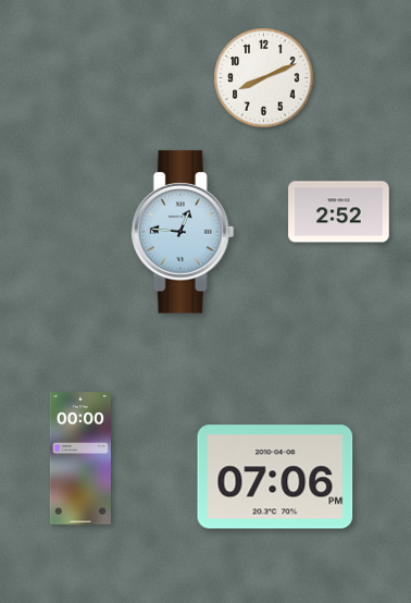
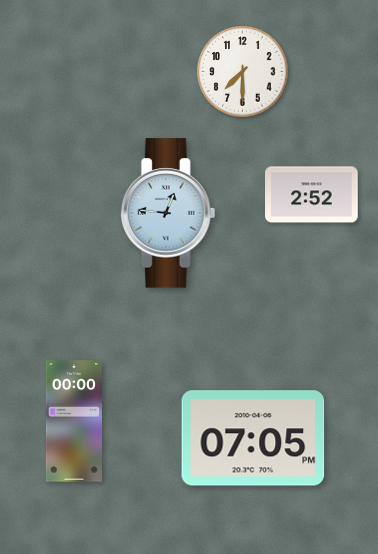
clock at (264, 78): 8:11 -> 7:30
clock at (275, 477): 07:06 -> 07:05
